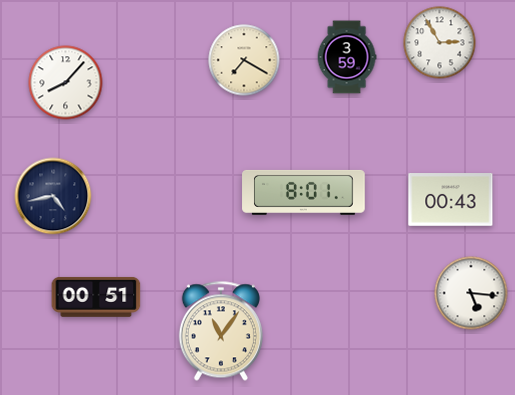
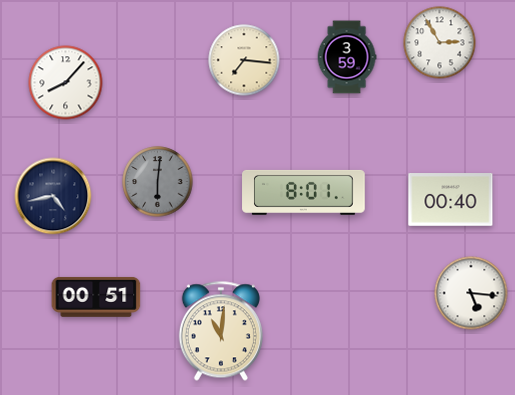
clock at (244, 60): 7:20 -> 7:16
clock at (158, 182): none -> 6:01
clock at (451, 200): 00:43 -> 00:40
clock at (221, 331): 11:06 -> 11:01
